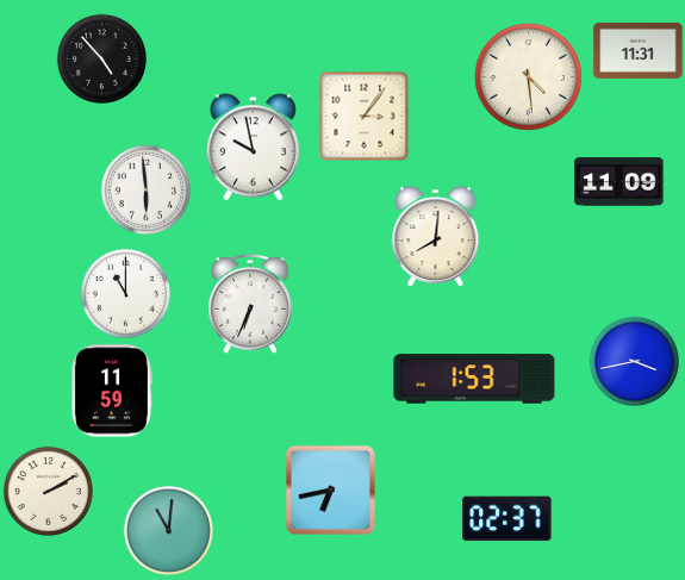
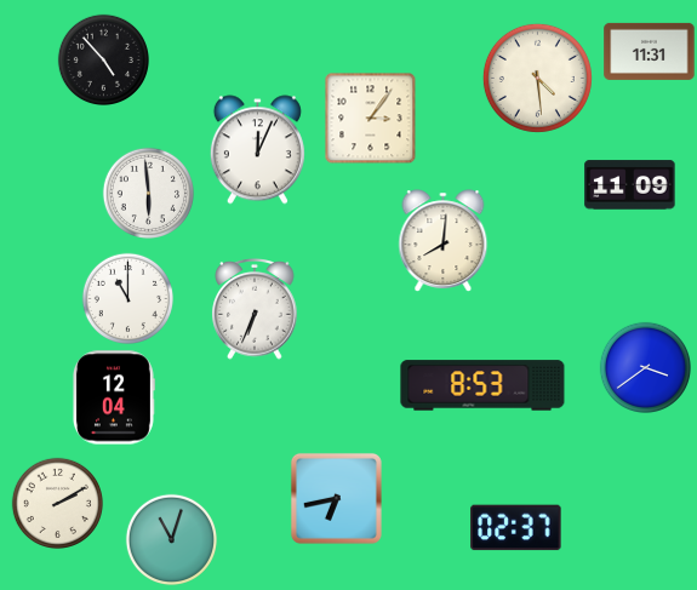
clock at (253, 148): 9:58 -> 12:04
clock at (634, 361): 3:43 -> 3:39
clock at (474, 379): 1:53 -> 8:53
clock at (111, 391): 11:59 -> 12:04
clock at (48, 491) position: (48, 491) -> (57, 503)
clock at (168, 530): 11:01 -> 11:03
